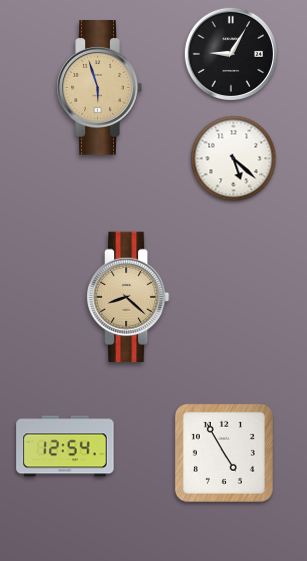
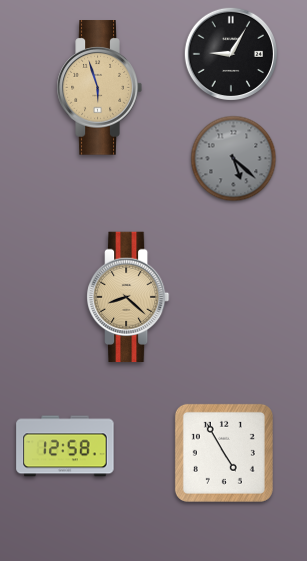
clock at (234, 159) dial: white -> grey
clock at (65, 446): 12:54 -> 12:58
